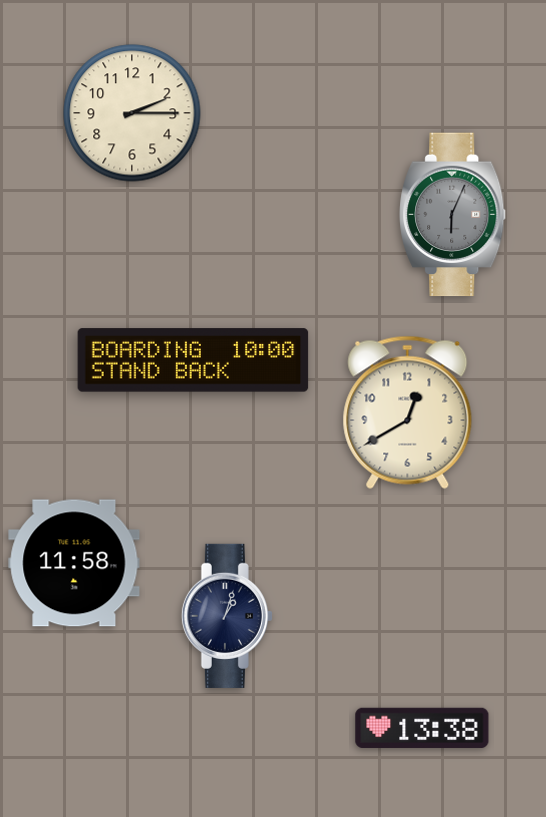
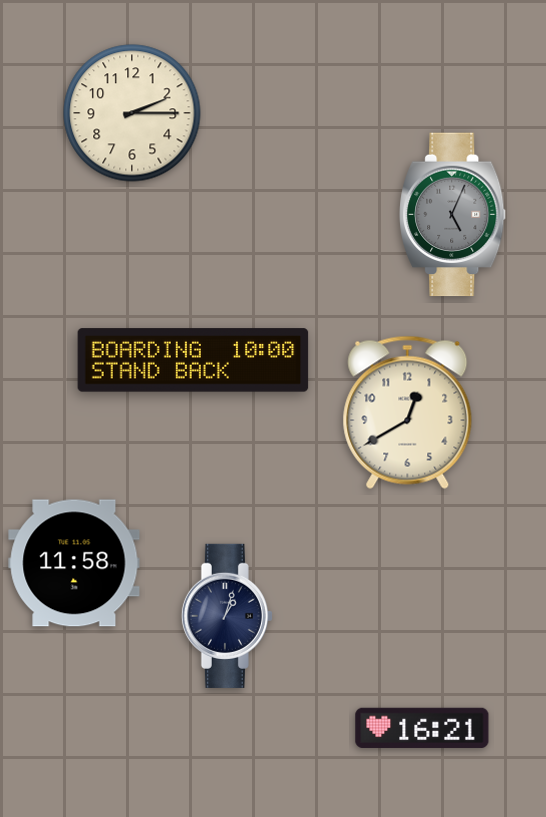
clock at (453, 215): 6:04 -> 5:04
clock at (422, 728): 13:38 -> 16:21
